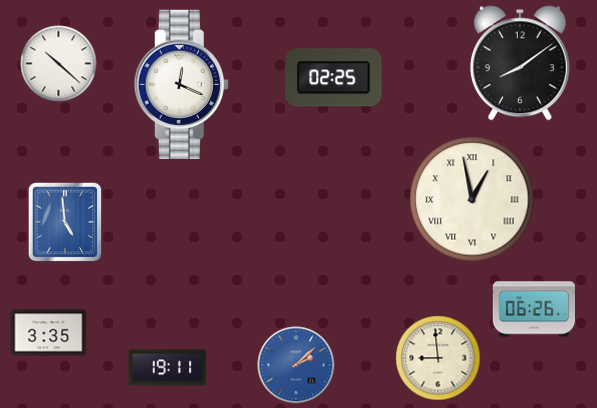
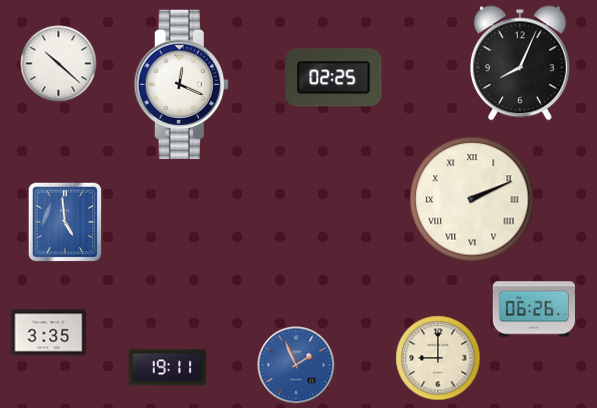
clock at (520, 63): 8:09 -> 8:04
clock at (472, 199): 12:58 -> 2:11
clock at (438, 358): 8:59 -> 9:00
clock at (296, 365): 2:08 -> 1:56
